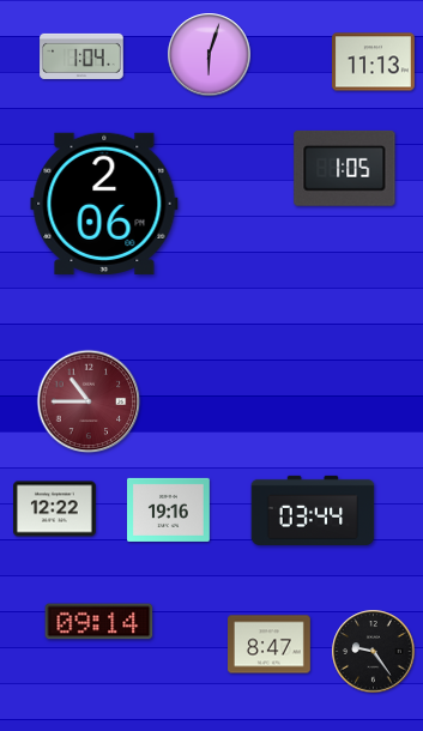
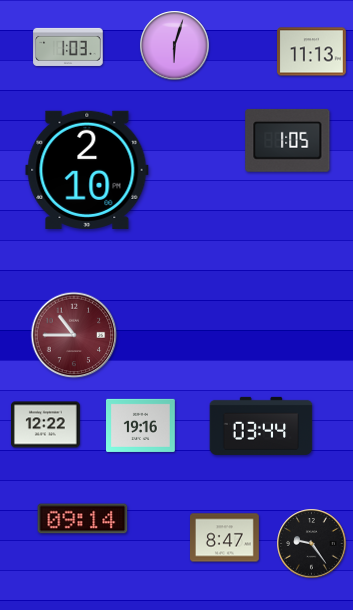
clock at (81, 56): 1:04 -> 1:03
clock at (104, 204): 2:06 -> 2:10
